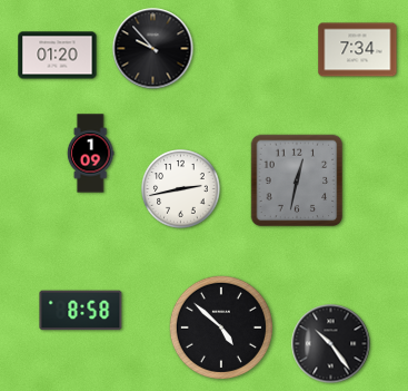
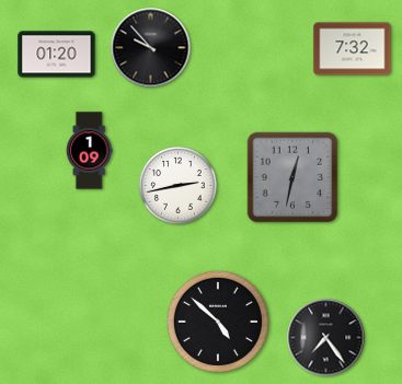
clock at (358, 50): 7:34 -> 7:32
clock at (81, 311): 8:58 -> none
clock at (331, 344): 10:24 -> 7:24
